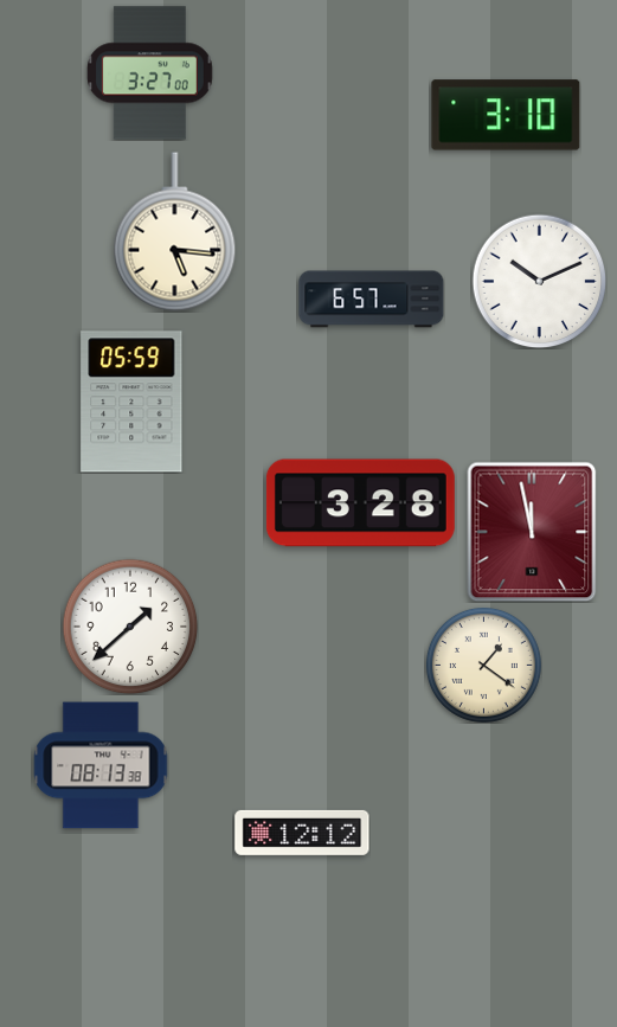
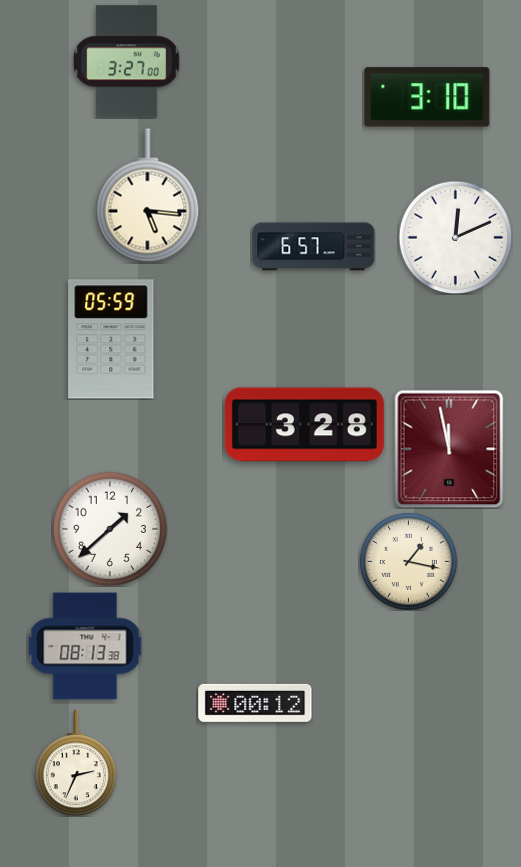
clock at (539, 281): 10:11 -> 12:11
clock at (372, 300) position: (372, 300) -> (314, 247)
clock at (483, 665): 1:21 -> 1:17
clock at (302, 833): 12:12 -> 00:12
clock at (76, 763): none -> 2:34
